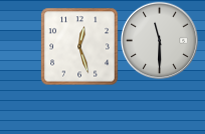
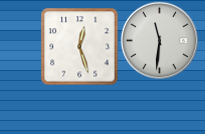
clock at (159, 40): 11:30 -> 11:31
